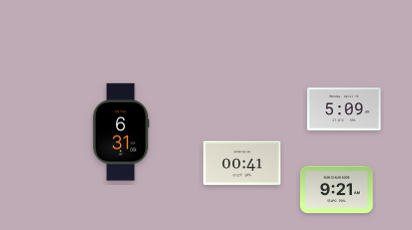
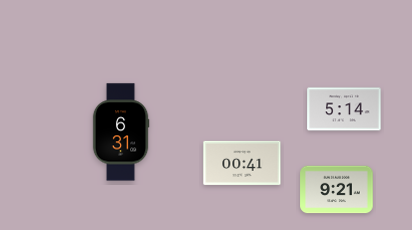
clock at (344, 109): 5:09 -> 5:14
